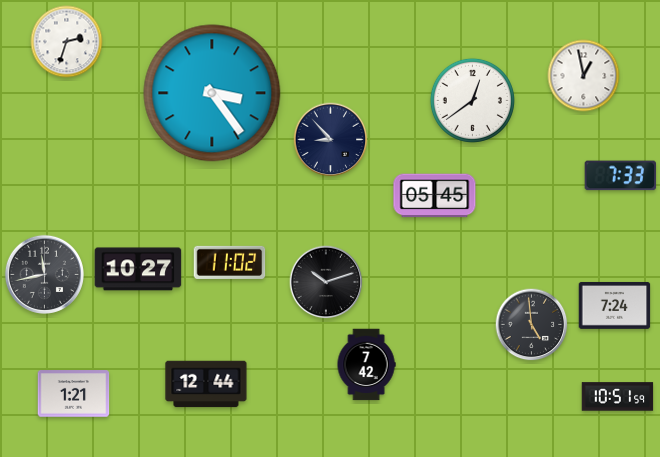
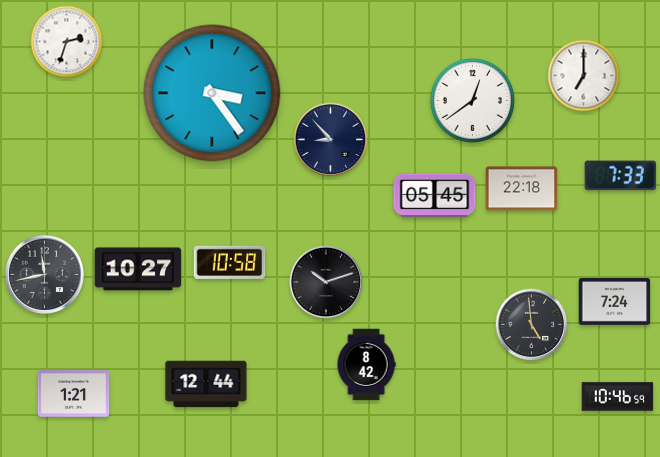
clock at (584, 76): 12:58 -> 7:00
clock at (522, 189): none -> 22:18
clock at (230, 262): 11:02 -> 10:58
clock at (615, 306) position: (615, 306) -> (615, 302)
clock at (366, 365): 7:42 -> 8:42
clock at (618, 397): 10:51 -> 10:46
